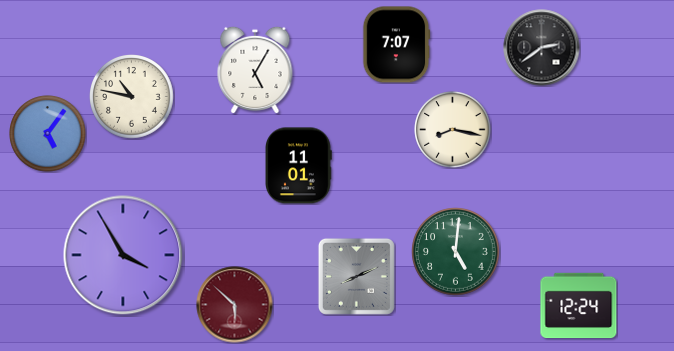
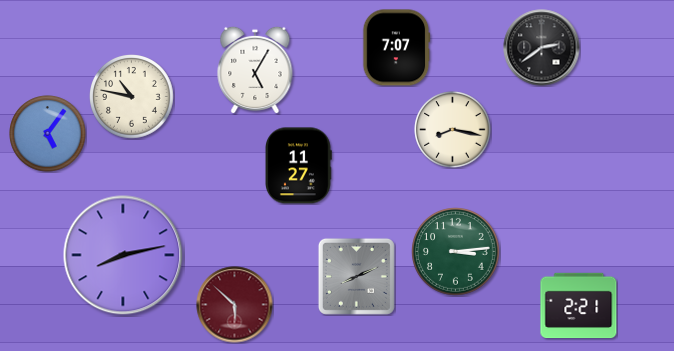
clock at (396, 45) position: (396, 45) -> (396, 48)
clock at (299, 166): 11:01 -> 11:27
clock at (456, 252): 5:01 -> 3:14
clock at (123, 255): 3:55 -> 8:13
clock at (579, 306): 12:24 -> 2:21
